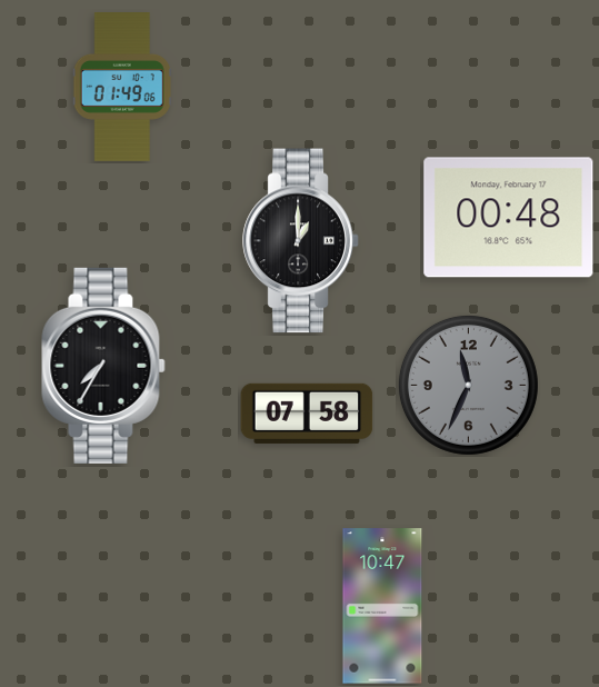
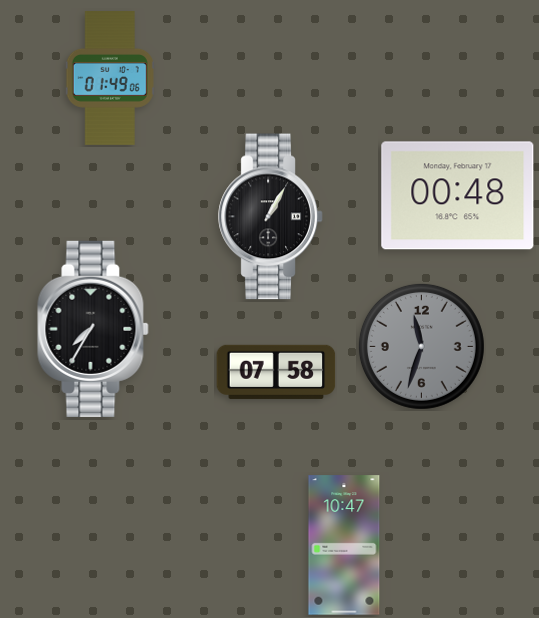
clock at (301, 241): 1:00 -> 1:05
clock at (468, 385): 11:34 -> 11:33
